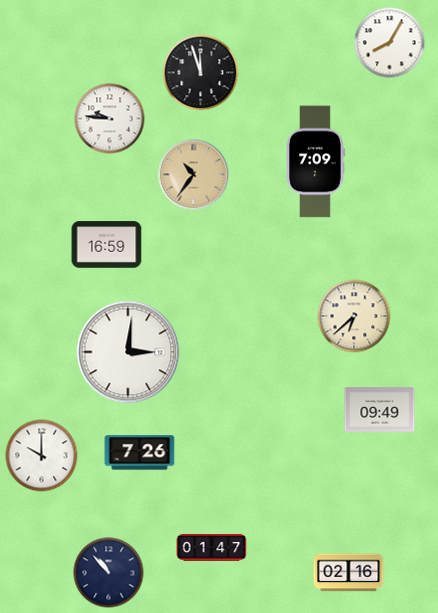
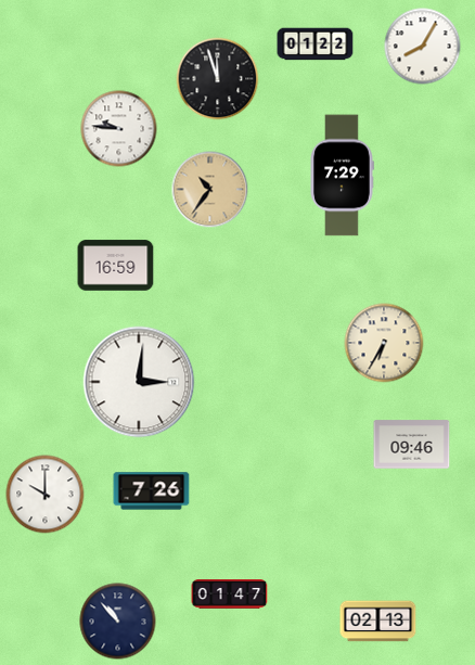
clock at (316, 44): none -> 01:22
clock at (315, 162): 7:09 -> 7:29
clock at (354, 316): 6:38 -> 6:35
clock at (380, 410): 09:49 -> 09:46
clock at (349, 573): 02:16 -> 02:13
